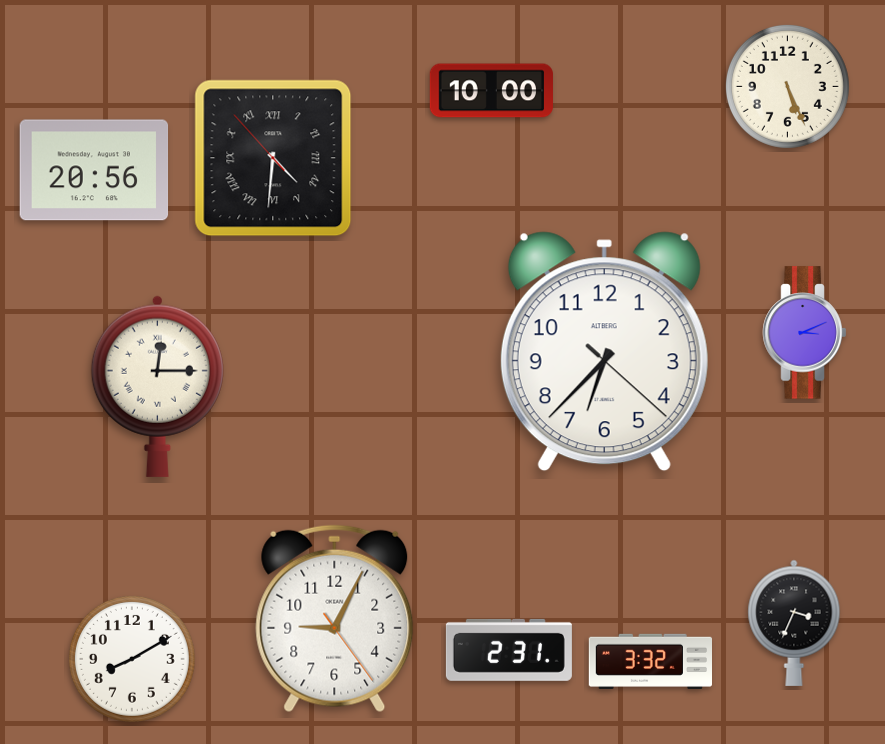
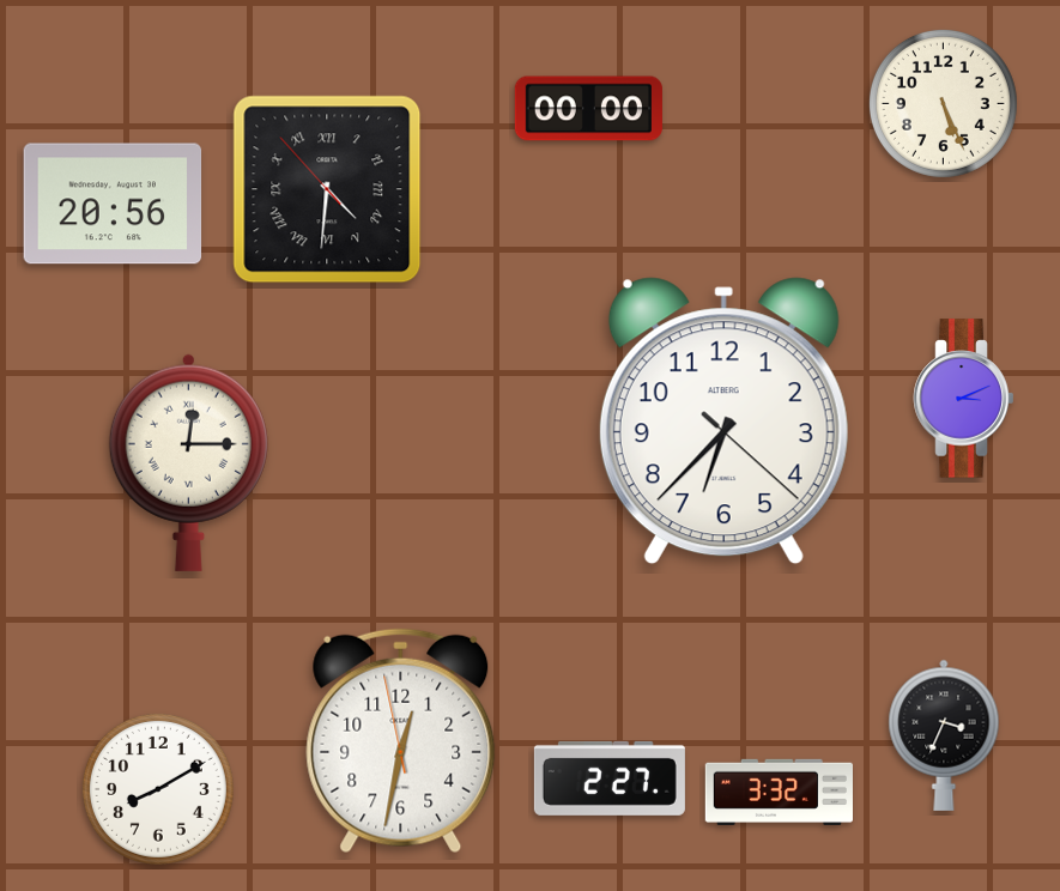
clock at (491, 91): 10:00 -> 00:00
clock at (335, 619): 9:04 -> 12:31
clock at (794, 623) position: (794, 623) -> (944, 735)
clock at (509, 650): 2:31 -> 2:27
